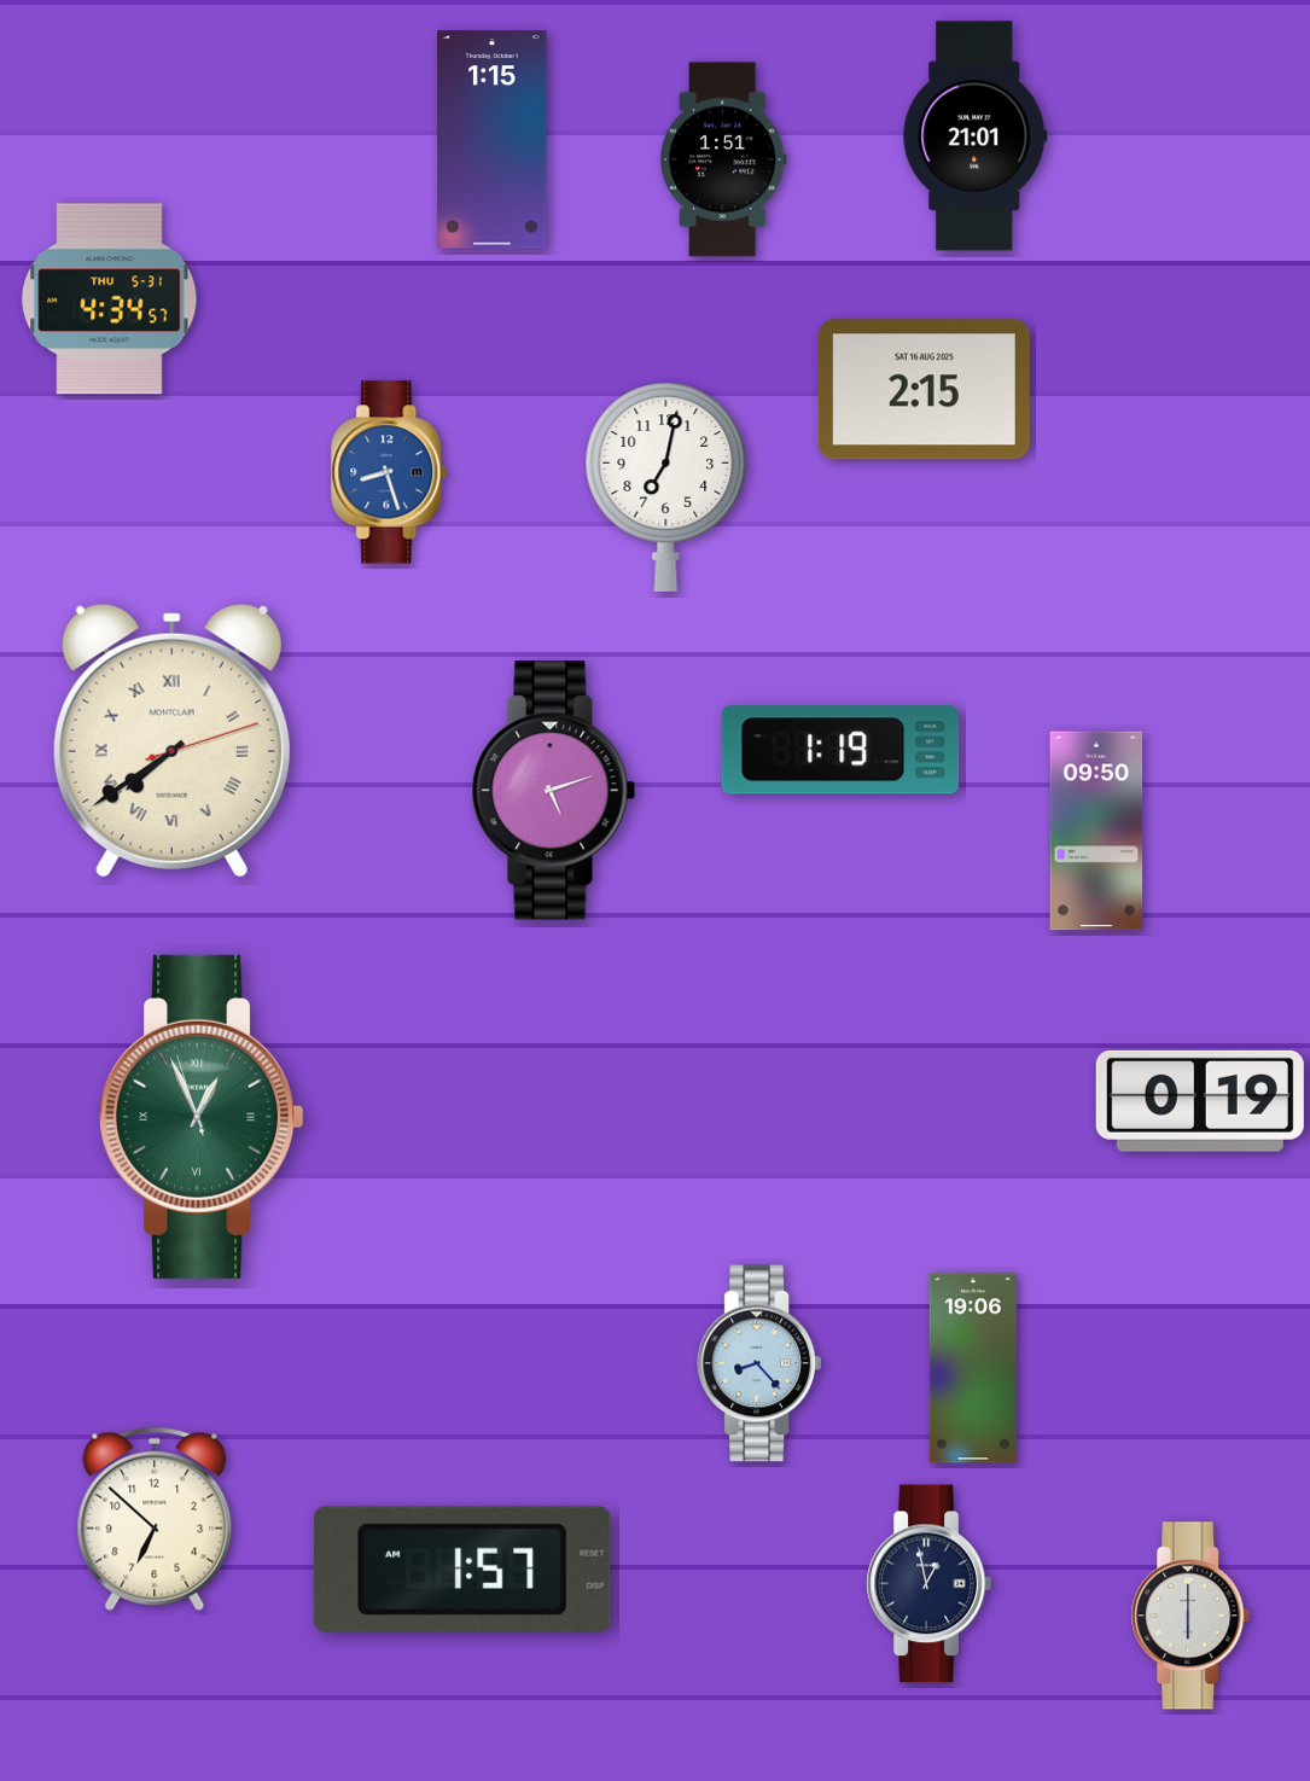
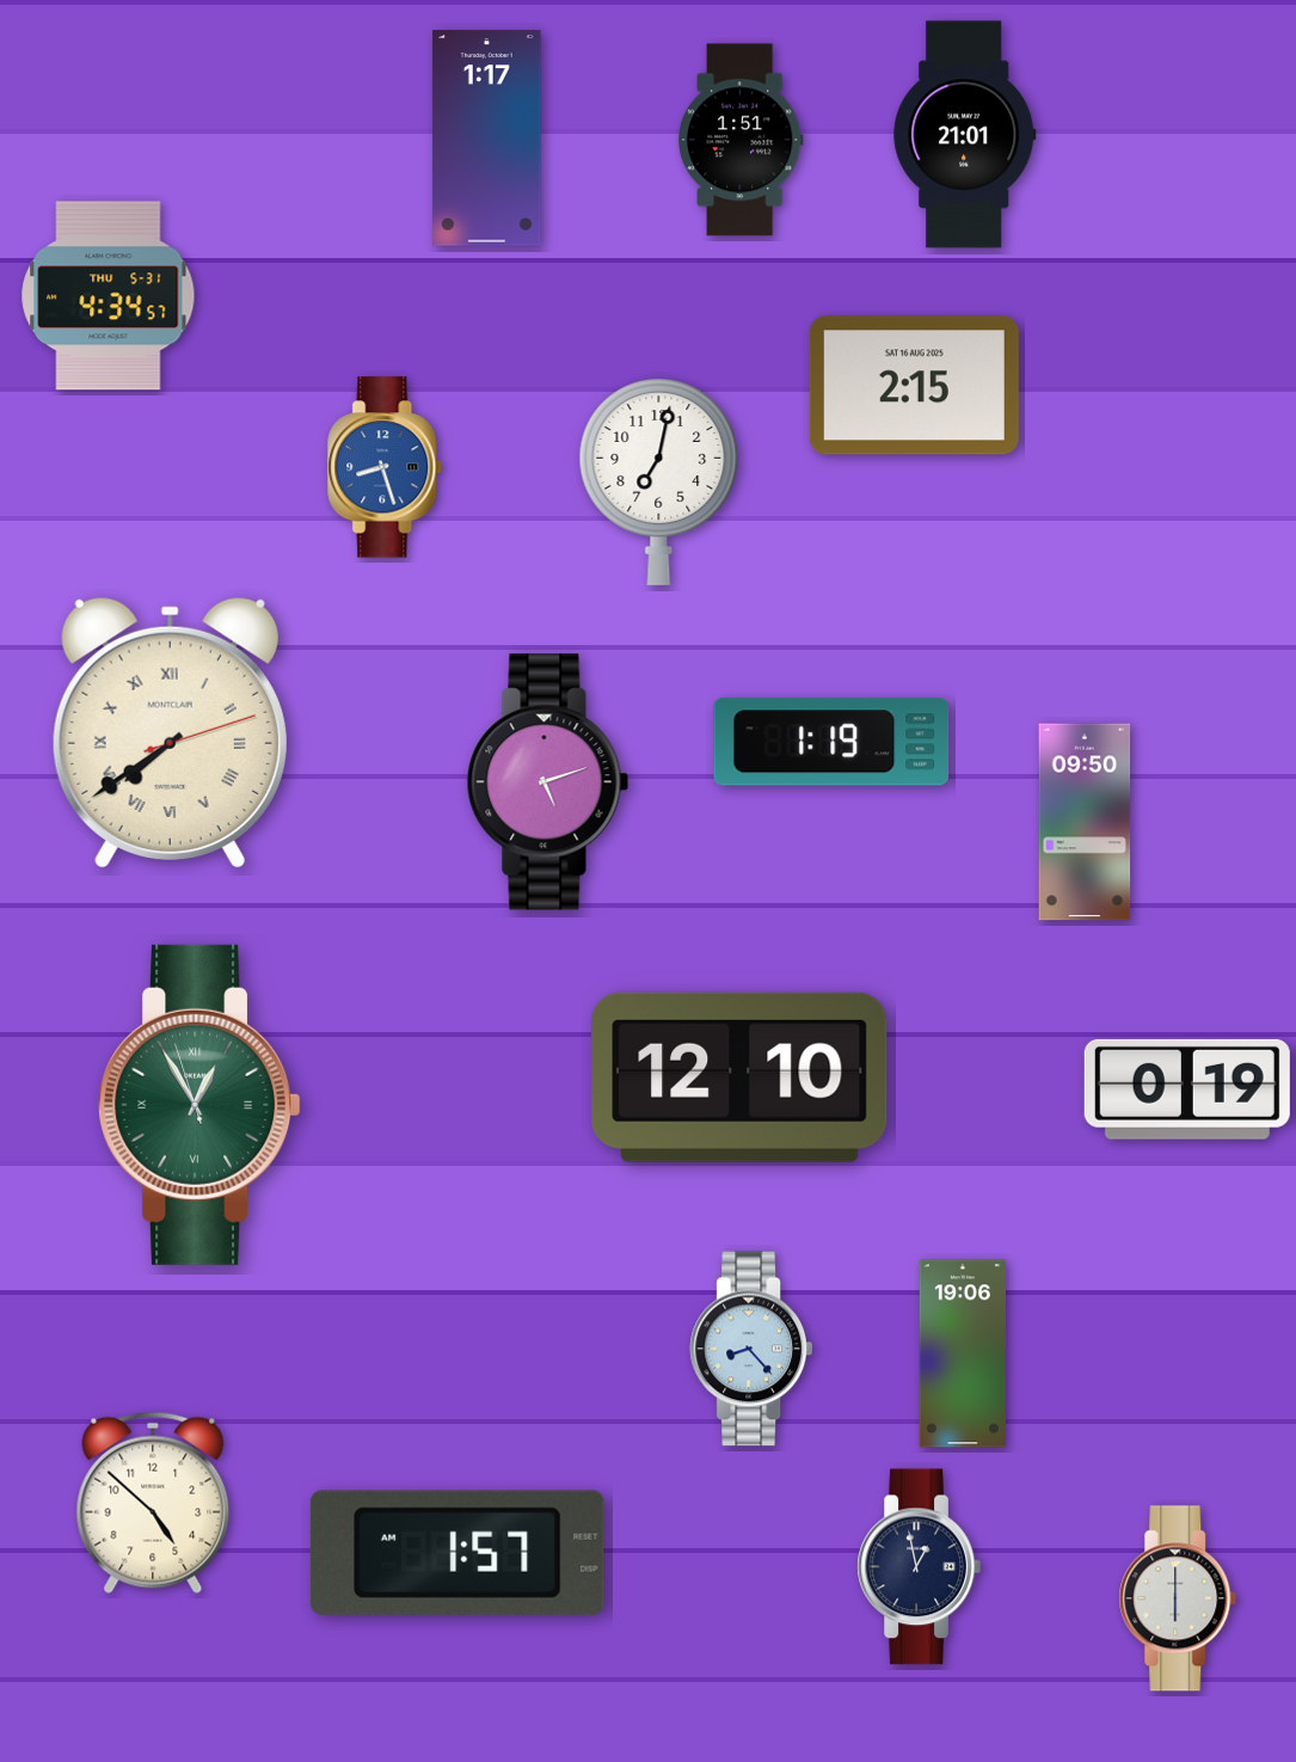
clock at (493, 140): 1:15 -> 1:17
clock at (723, 159) position: (723, 159) -> (741, 140)
clock at (739, 1078): none -> 12:10
clock at (202, 1117): 12:55 -> 12:54
clock at (155, 1519): 6:52 -> 4:52
